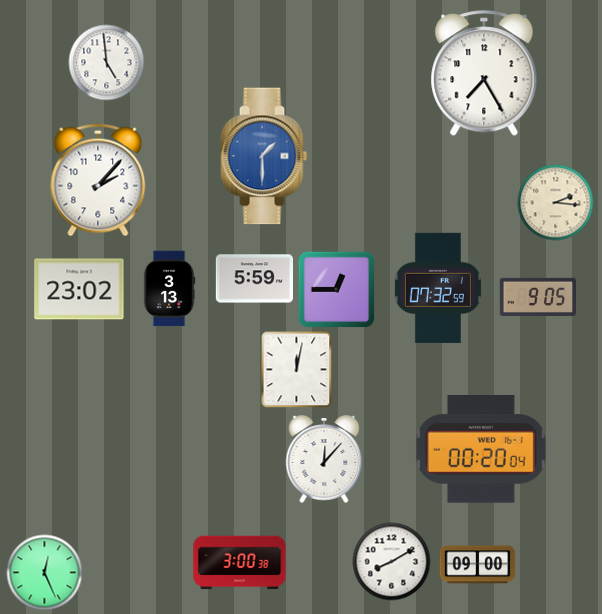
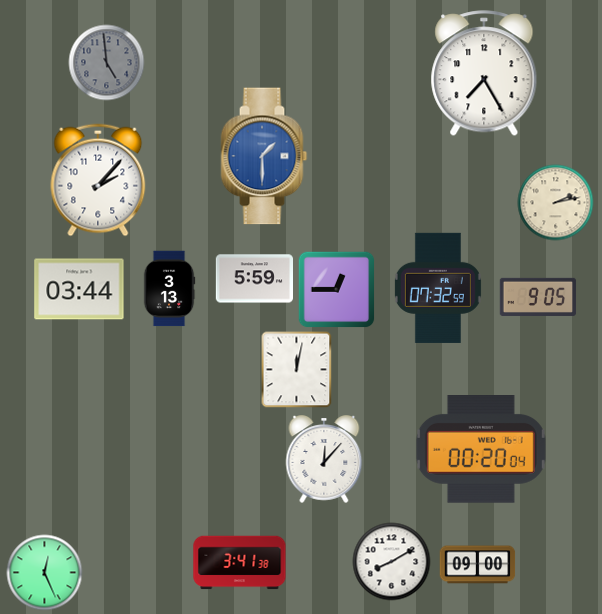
clock at (107, 63) dial: white -> grey
clock at (556, 203): 2:16 -> 2:13
clock at (79, 289): 23:02 -> 03:44
clock at (240, 563): 3:00 -> 3:41
